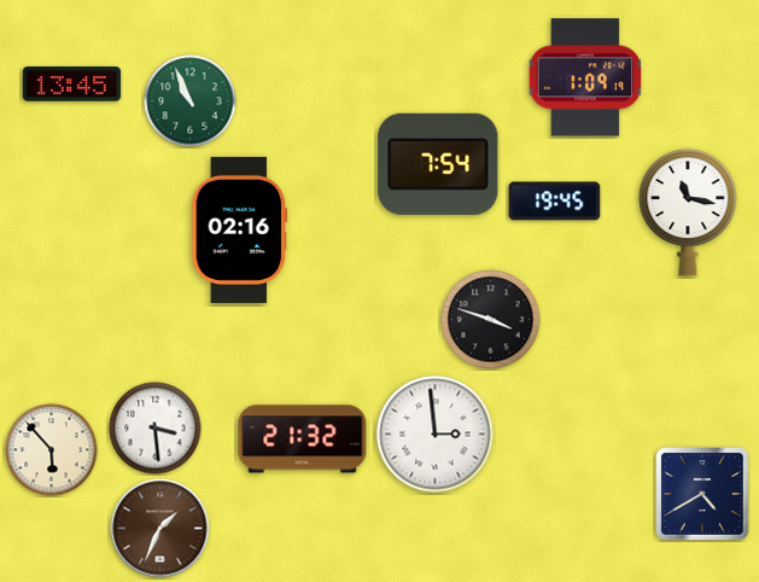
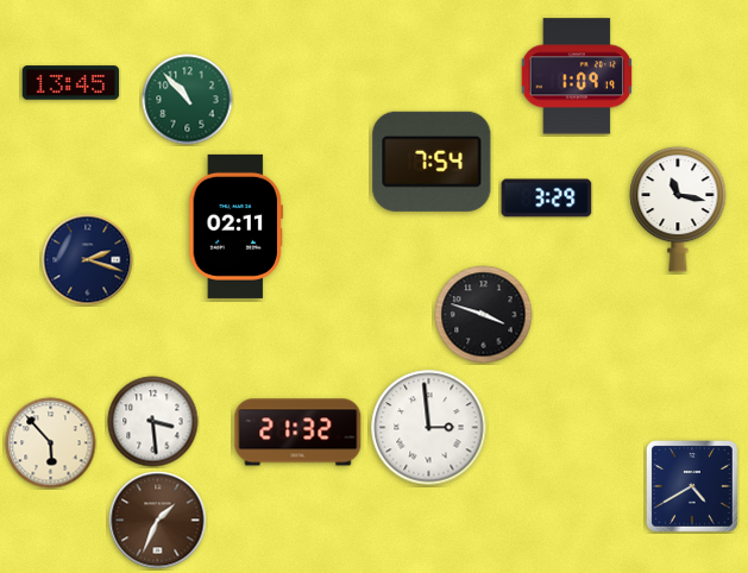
clock at (191, 101): 10:56 -> 10:53
clock at (555, 202): 19:45 -> 3:29
clock at (240, 229): 02:16 -> 02:11
clock at (88, 260): none -> 2:18
